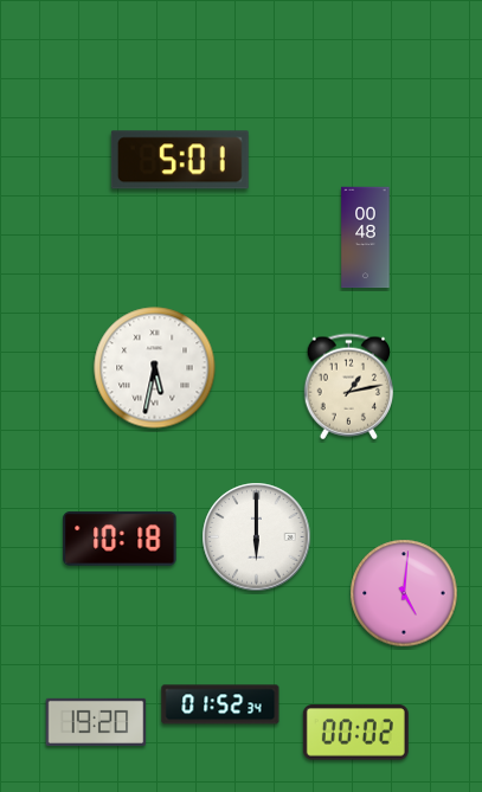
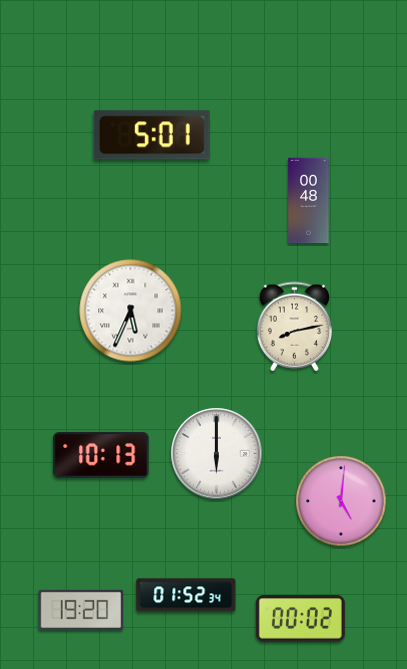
clock at (155, 368): 5:32 -> 5:34
clock at (348, 387): 1:13 -> 8:13
clock at (120, 539): 10:18 -> 10:13
